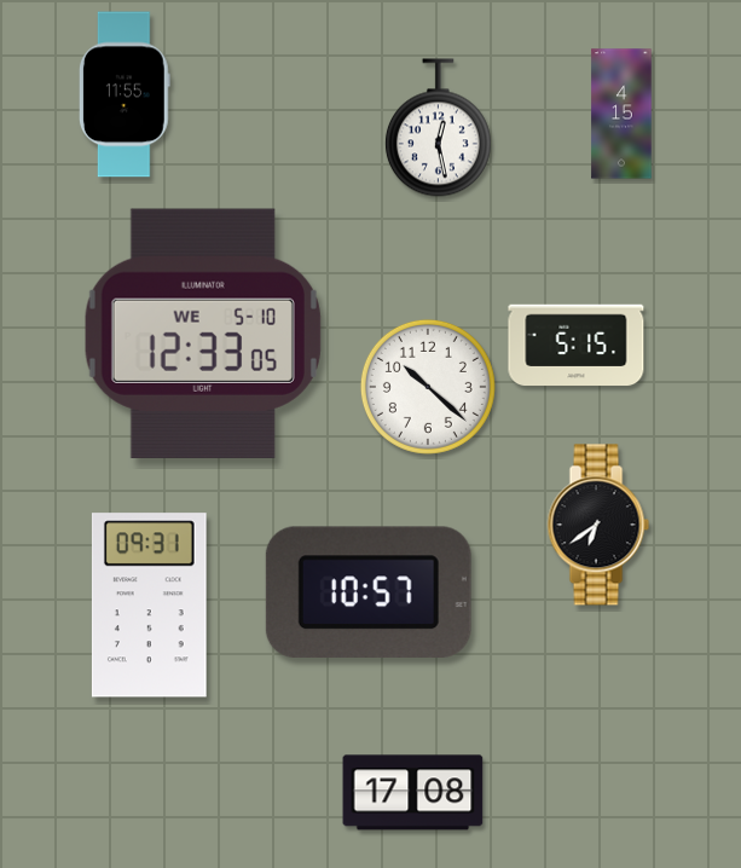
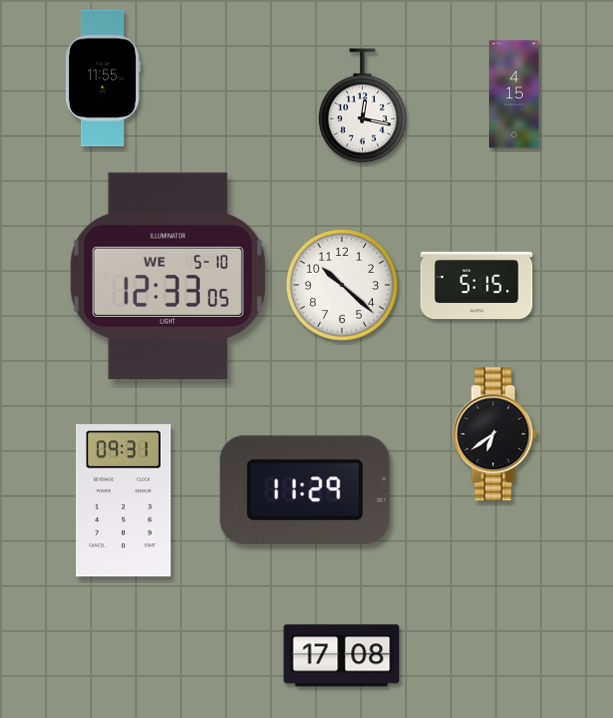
clock at (438, 128): 12:28 -> 12:17
clock at (428, 387) position: (428, 387) -> (342, 285)
clock at (369, 592): 10:57 -> 11:29
